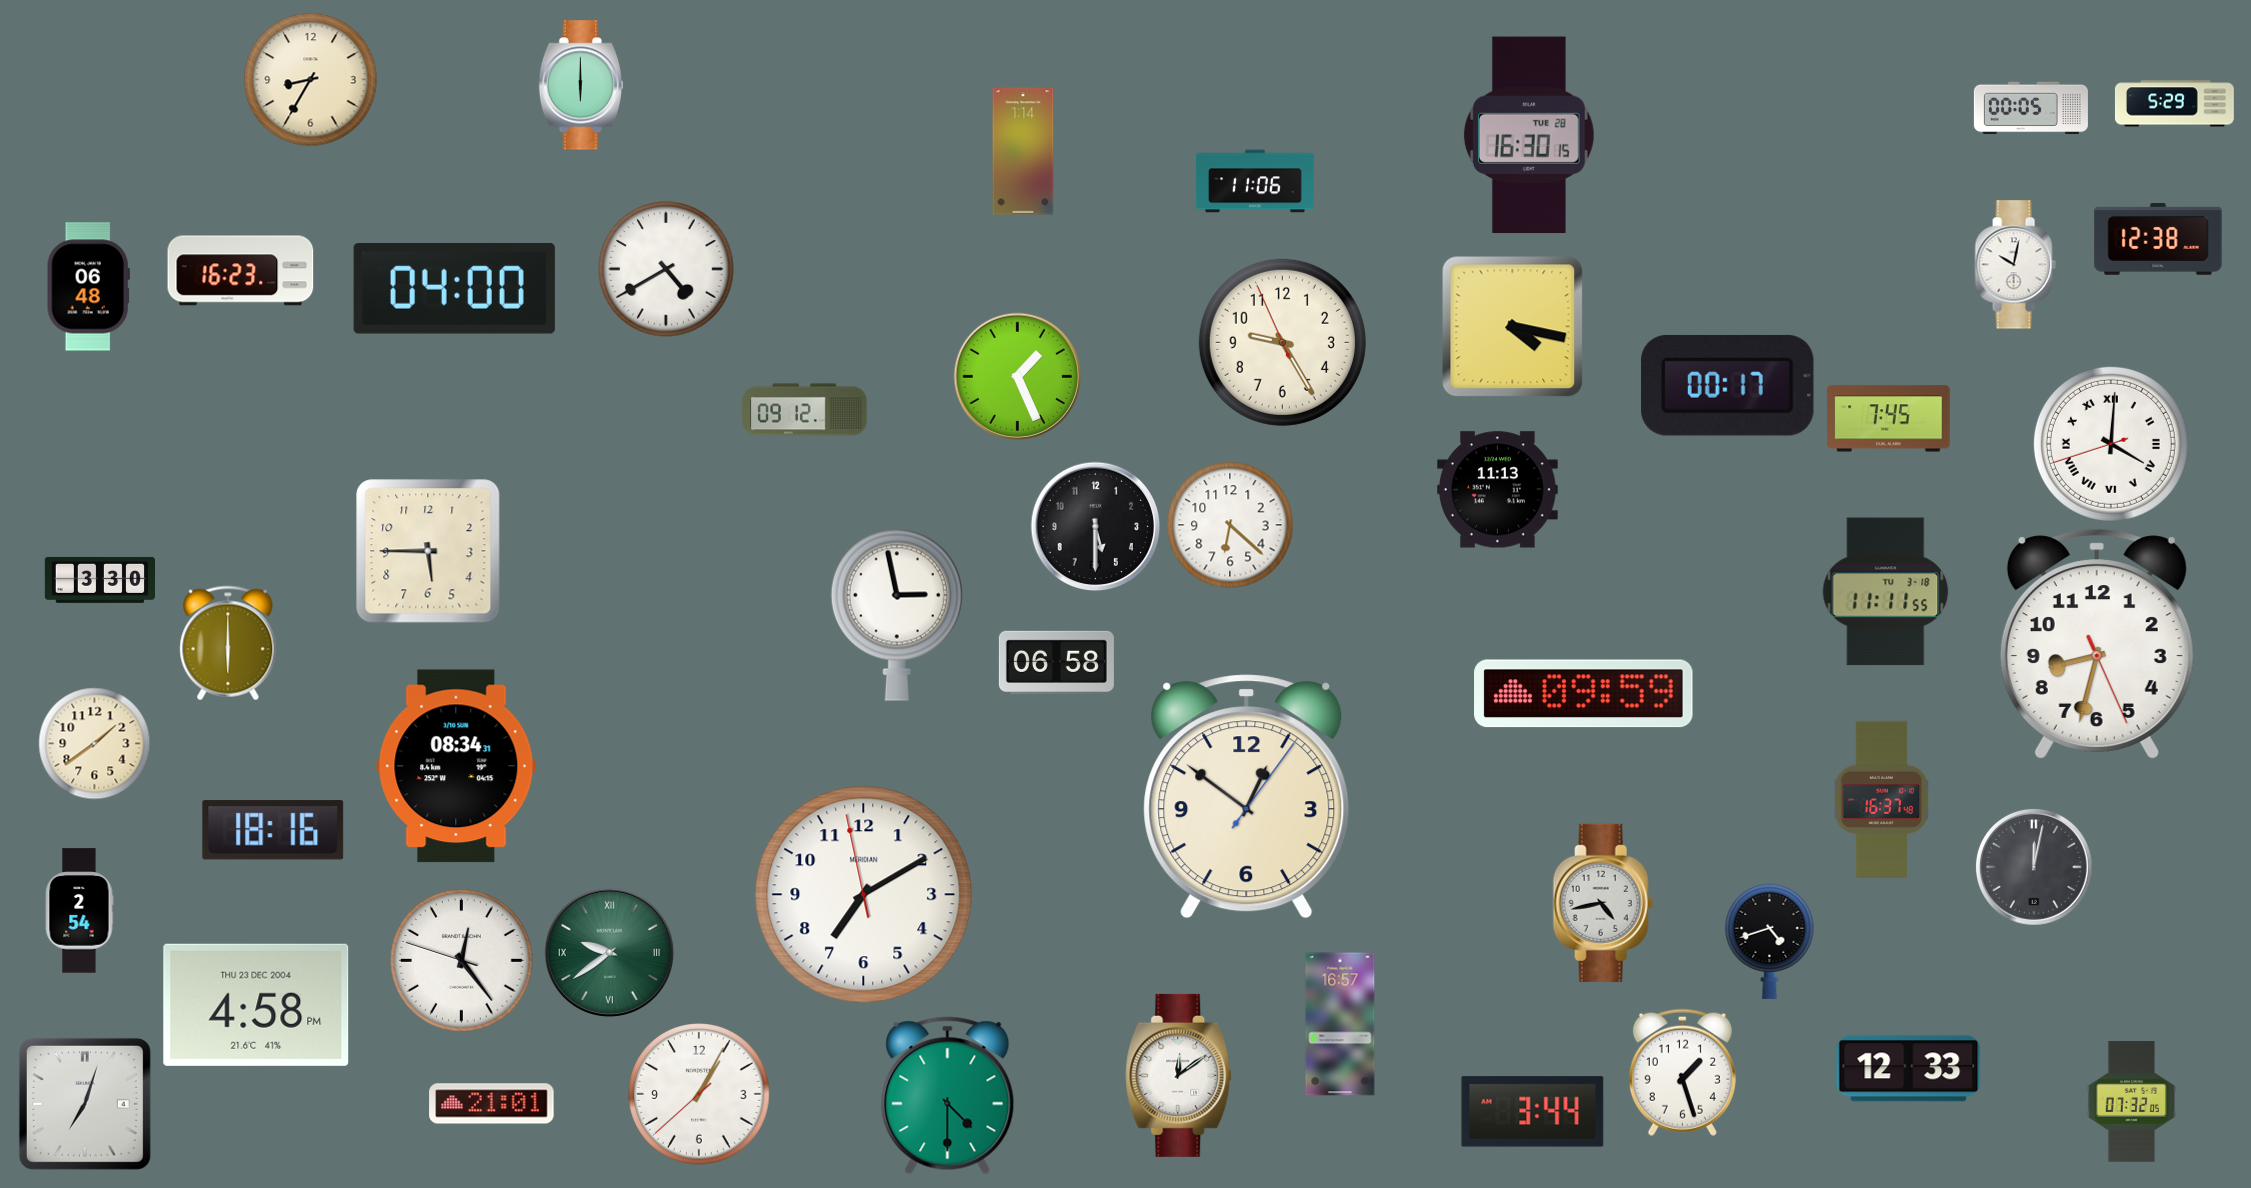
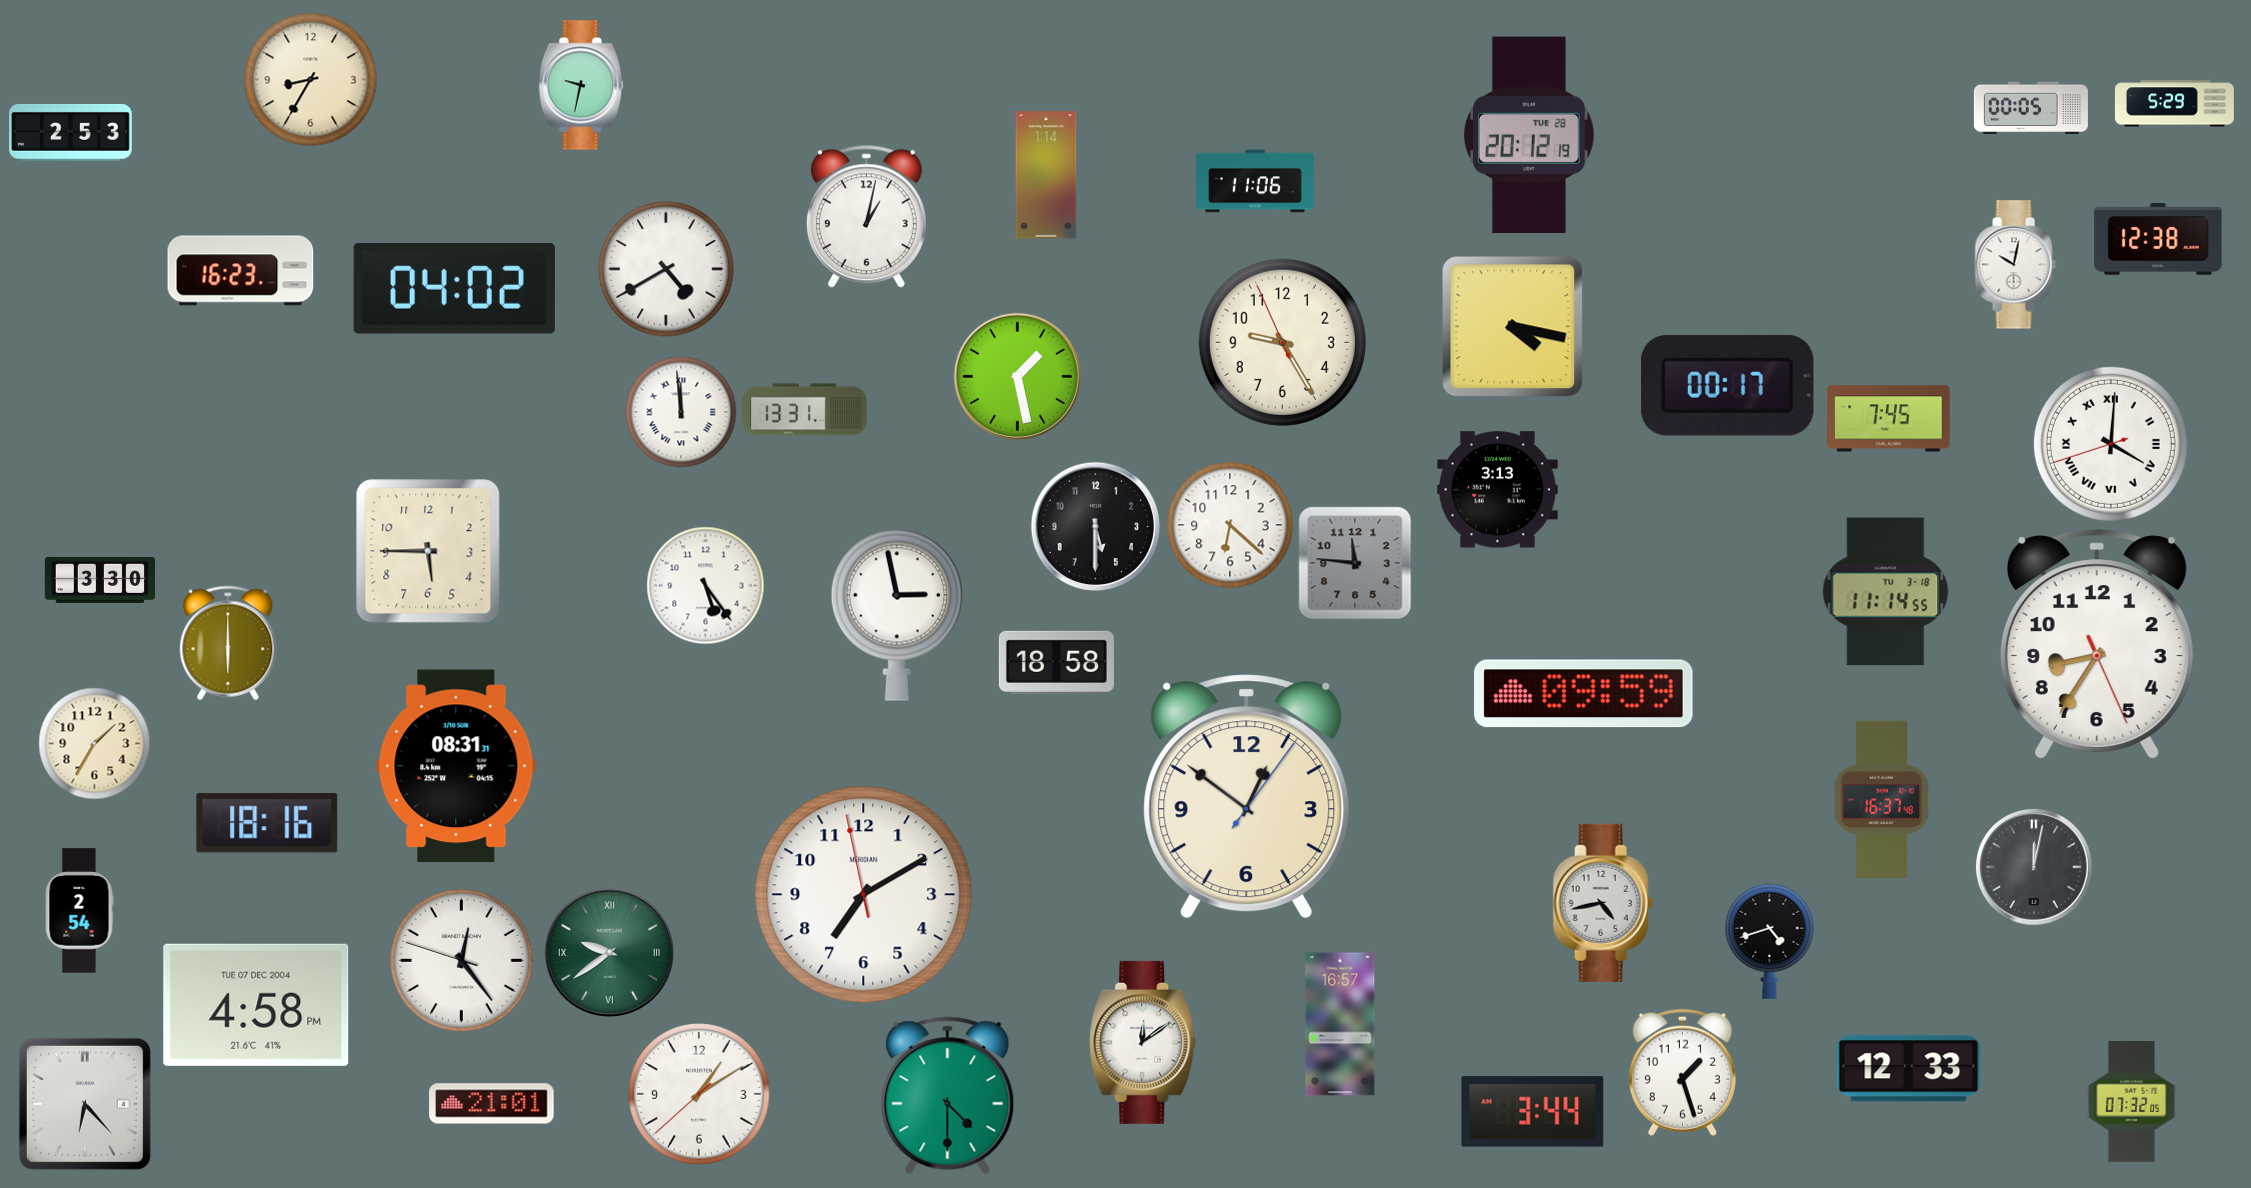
clock at (580, 85): 6:00 -> 9:32
clock at (71, 132): none -> 2:53
clock at (1529, 135): 16:30 -> 20:12
clock at (1023, 151) position: (1023, 151) -> (1046, 175)
clock at (866, 217): none -> 1:02
clock at (88, 287): 06:48 -> none
clock at (454, 288): 04:00 -> 04:02
clock at (1017, 376): 1:26 -> 1:28
clock at (805, 410): 09:12 -> 13:31
clock at (681, 412): none -> 11:59
clock at (1498, 490): 11:13 -> 3:13
clock at (1355, 563): none -> 11:46
clock at (706, 586): none -> 5:24
clock at (1886, 592): 11:11 -> 11:14
clock at (2097, 644): 8:32 -> 8:35
clock at (1056, 662): 06:58 -> 18:58
clock at (95, 744): 1:39 -> 1:35
clock at (456, 766): 08:34 -> 08:31
clock at (273, 830) position: (273, 830) -> (267, 823)
clock at (256, 1005) date: THU 23 DEC 2004 -> TUE 07 DEC 2004
clock at (1179, 1075) position: (1179, 1075) -> (1143, 1042)
clock at (699, 1094): 1:04 -> 1:09
clock at (85, 1104): 7:03 -> 6:23
